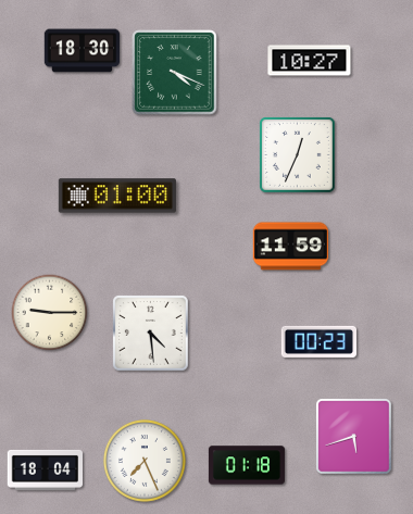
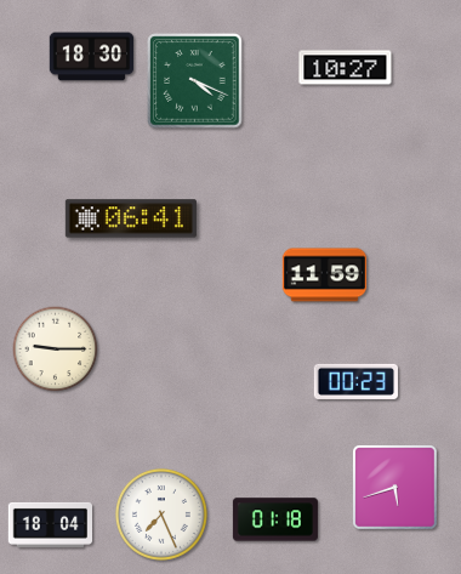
clock at (298, 155): 12:34 -> none
clock at (117, 196): 01:00 -> 06:41
clock at (151, 334): 4:29 -> none
